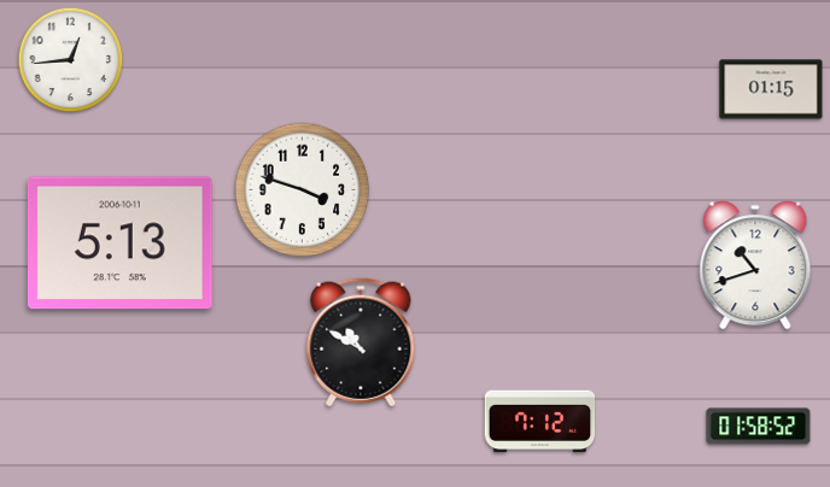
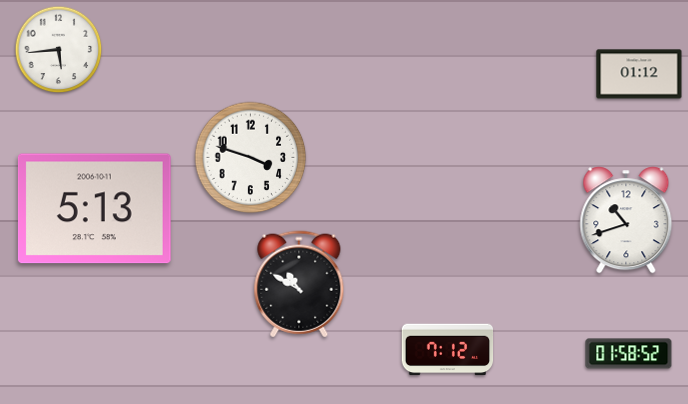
clock at (71, 60): 12:44 -> 5:44
clock at (771, 89): 01:15 -> 01:12
clock at (119, 243) position: (119, 243) -> (94, 209)
